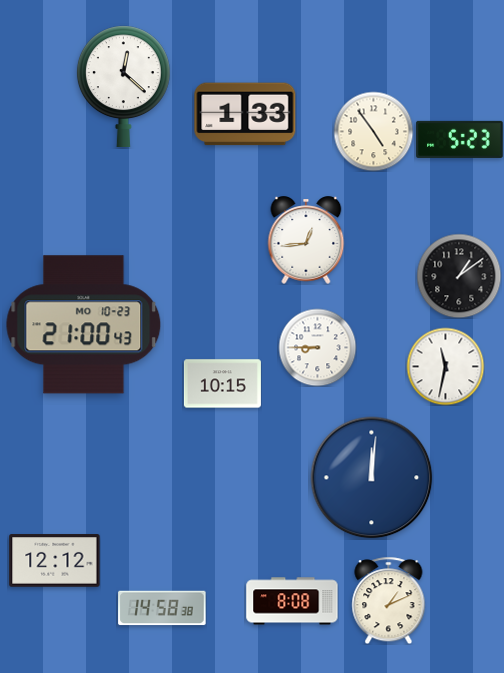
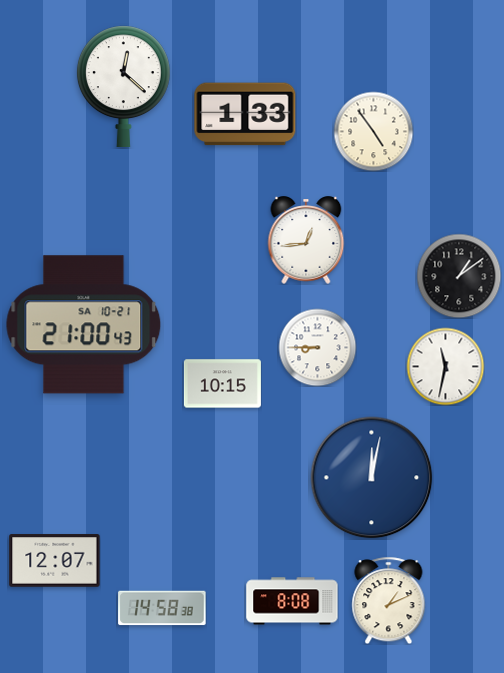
clock at (460, 139): 5:23 -> none
clock at (84, 325) date: MO 10-23 -> SA 10-21
clock at (372, 478): 12:01 -> 12:02
clock at (55, 561): 12:12 -> 12:07
